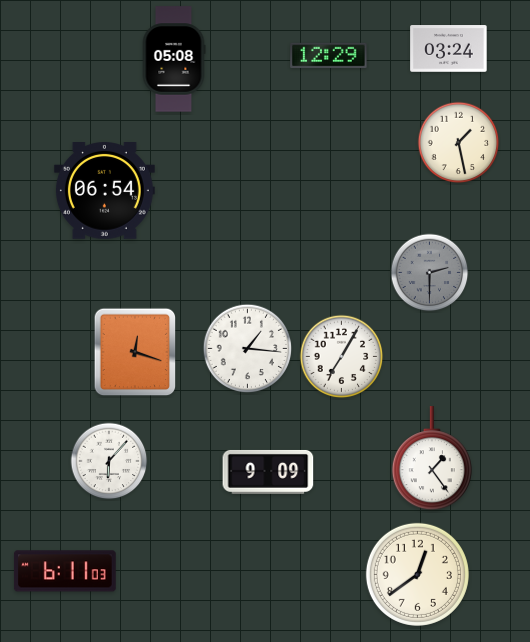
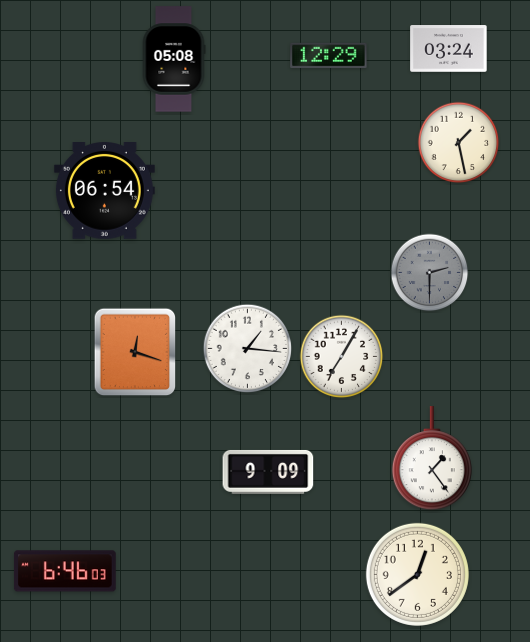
clock at (109, 461): 6:07 -> none
clock at (65, 571): 6:11 -> 6:46
